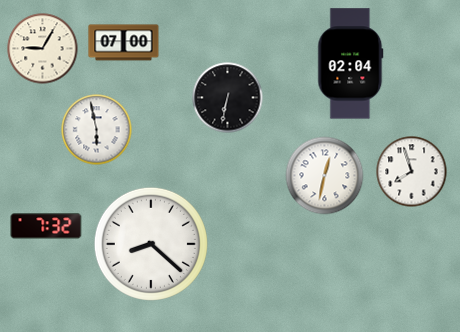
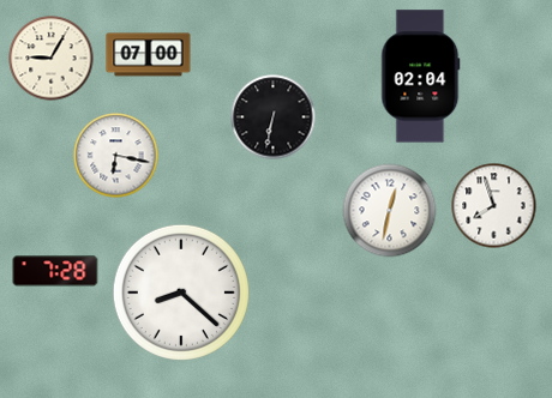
clock at (124, 43) position: (124, 43) -> (149, 55)
clock at (97, 130): 5:58 -> 6:17
clock at (46, 226): 7:32 -> 7:28
